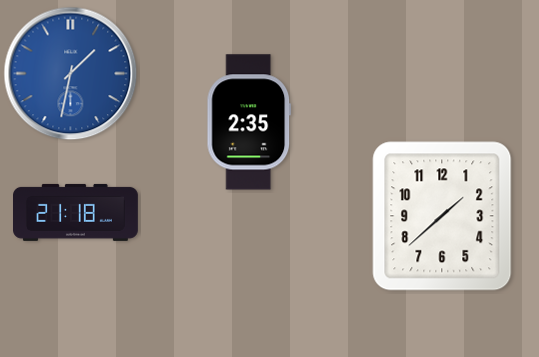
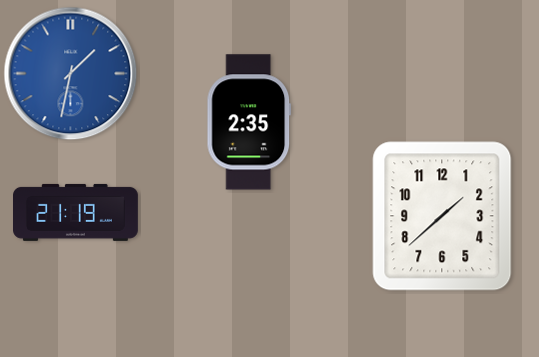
clock at (76, 212): 21:18 -> 21:19
